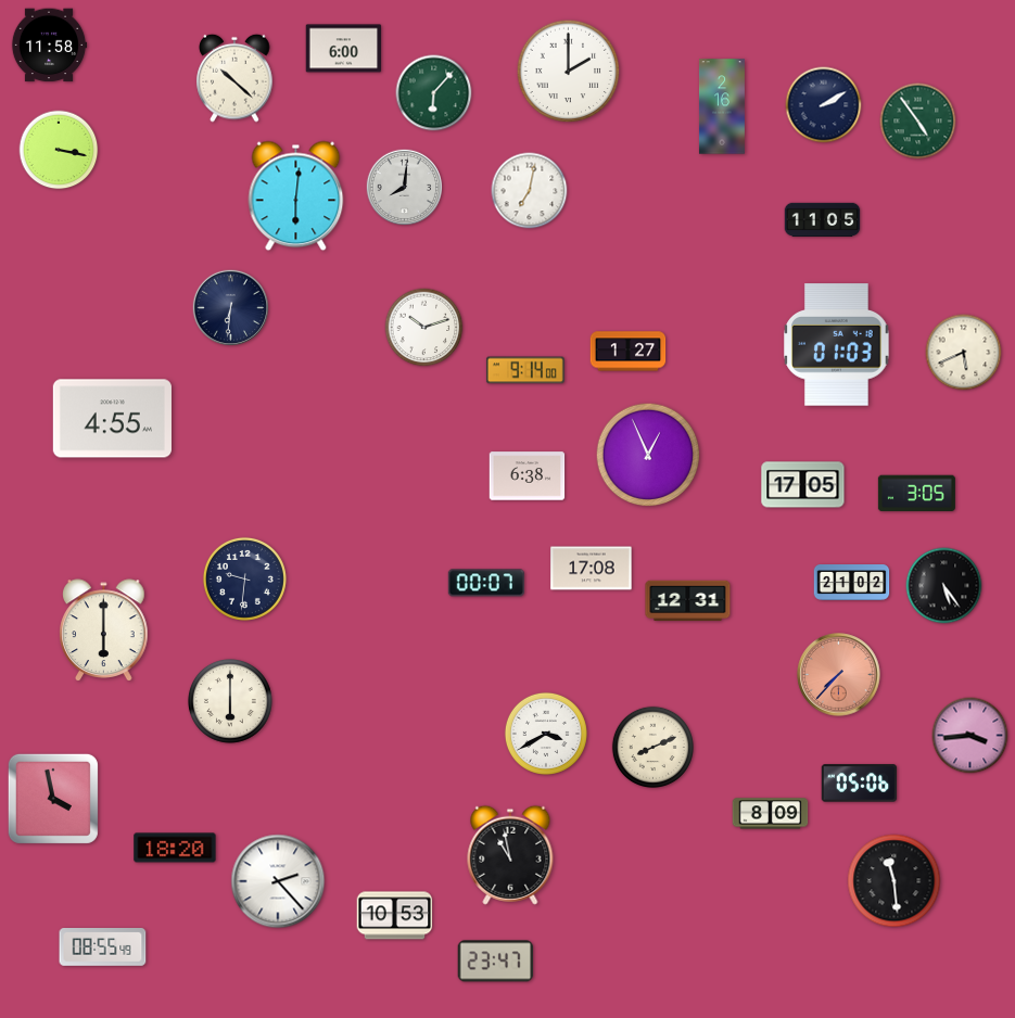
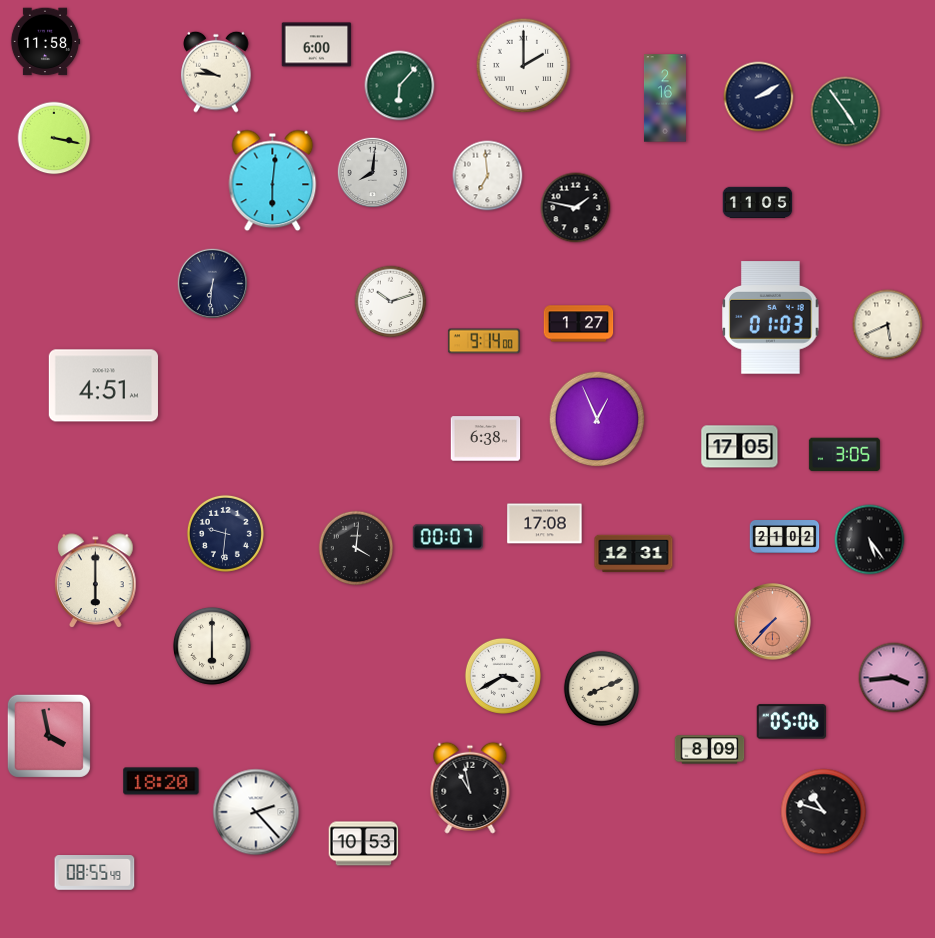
clock at (234, 78): 10:22 -> 9:46
clock at (530, 191): 7:02 -> 6:59
clock at (576, 208): none -> 1:47
clock at (112, 419): 4:55 -> 4:51
clock at (356, 548): none -> 4:01
clock at (895, 881): 11:29 -> 10:48
clock at (496, 962): 23:47 -> none
